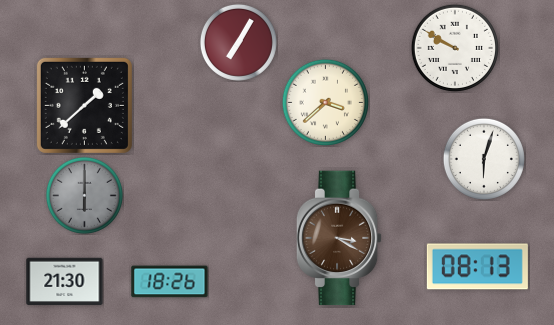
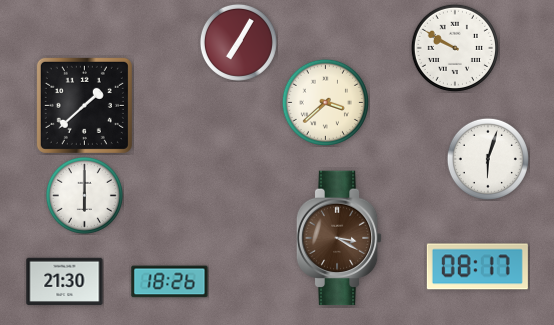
clock at (484, 159) position: (484, 159) -> (488, 159)
clock at (84, 195) dial: grey -> white
clock at (477, 267): 08:13 -> 08:17
